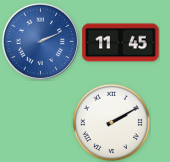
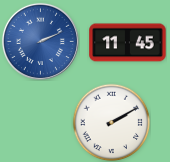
clock at (121, 43) position: (121, 43) -> (128, 43)
